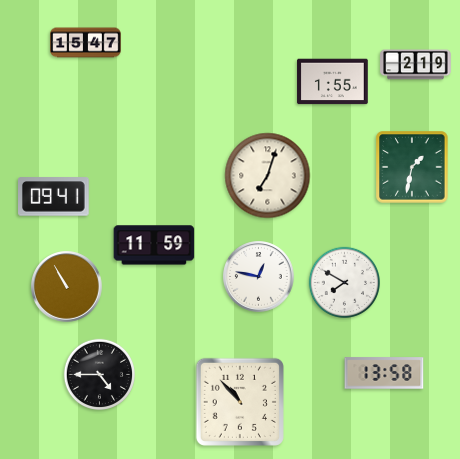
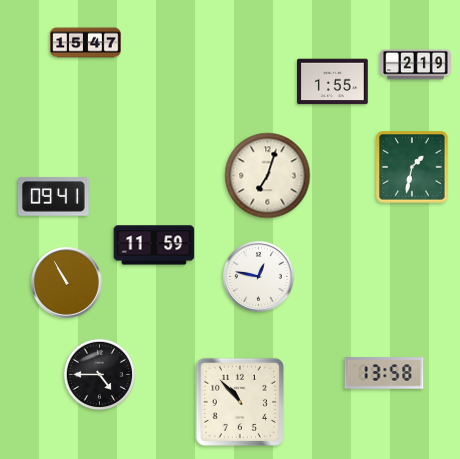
clock at (344, 282): 7:50 -> none
clock at (67, 287) position: (67, 287) -> (67, 283)
